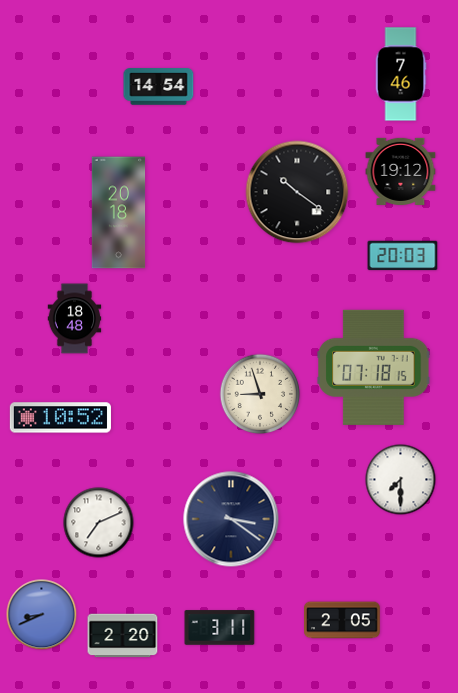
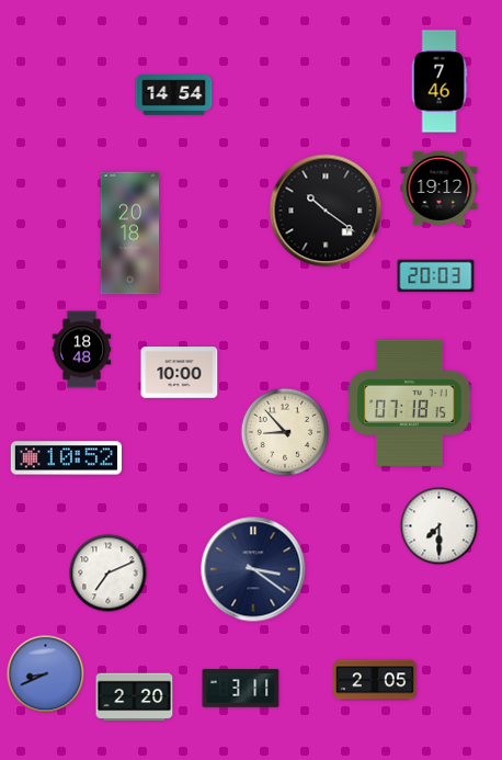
clock at (403, 256) position: (403, 256) -> (436, 276)
clock at (180, 373): none -> 10:00
clock at (260, 394): 8:57 -> 8:53
